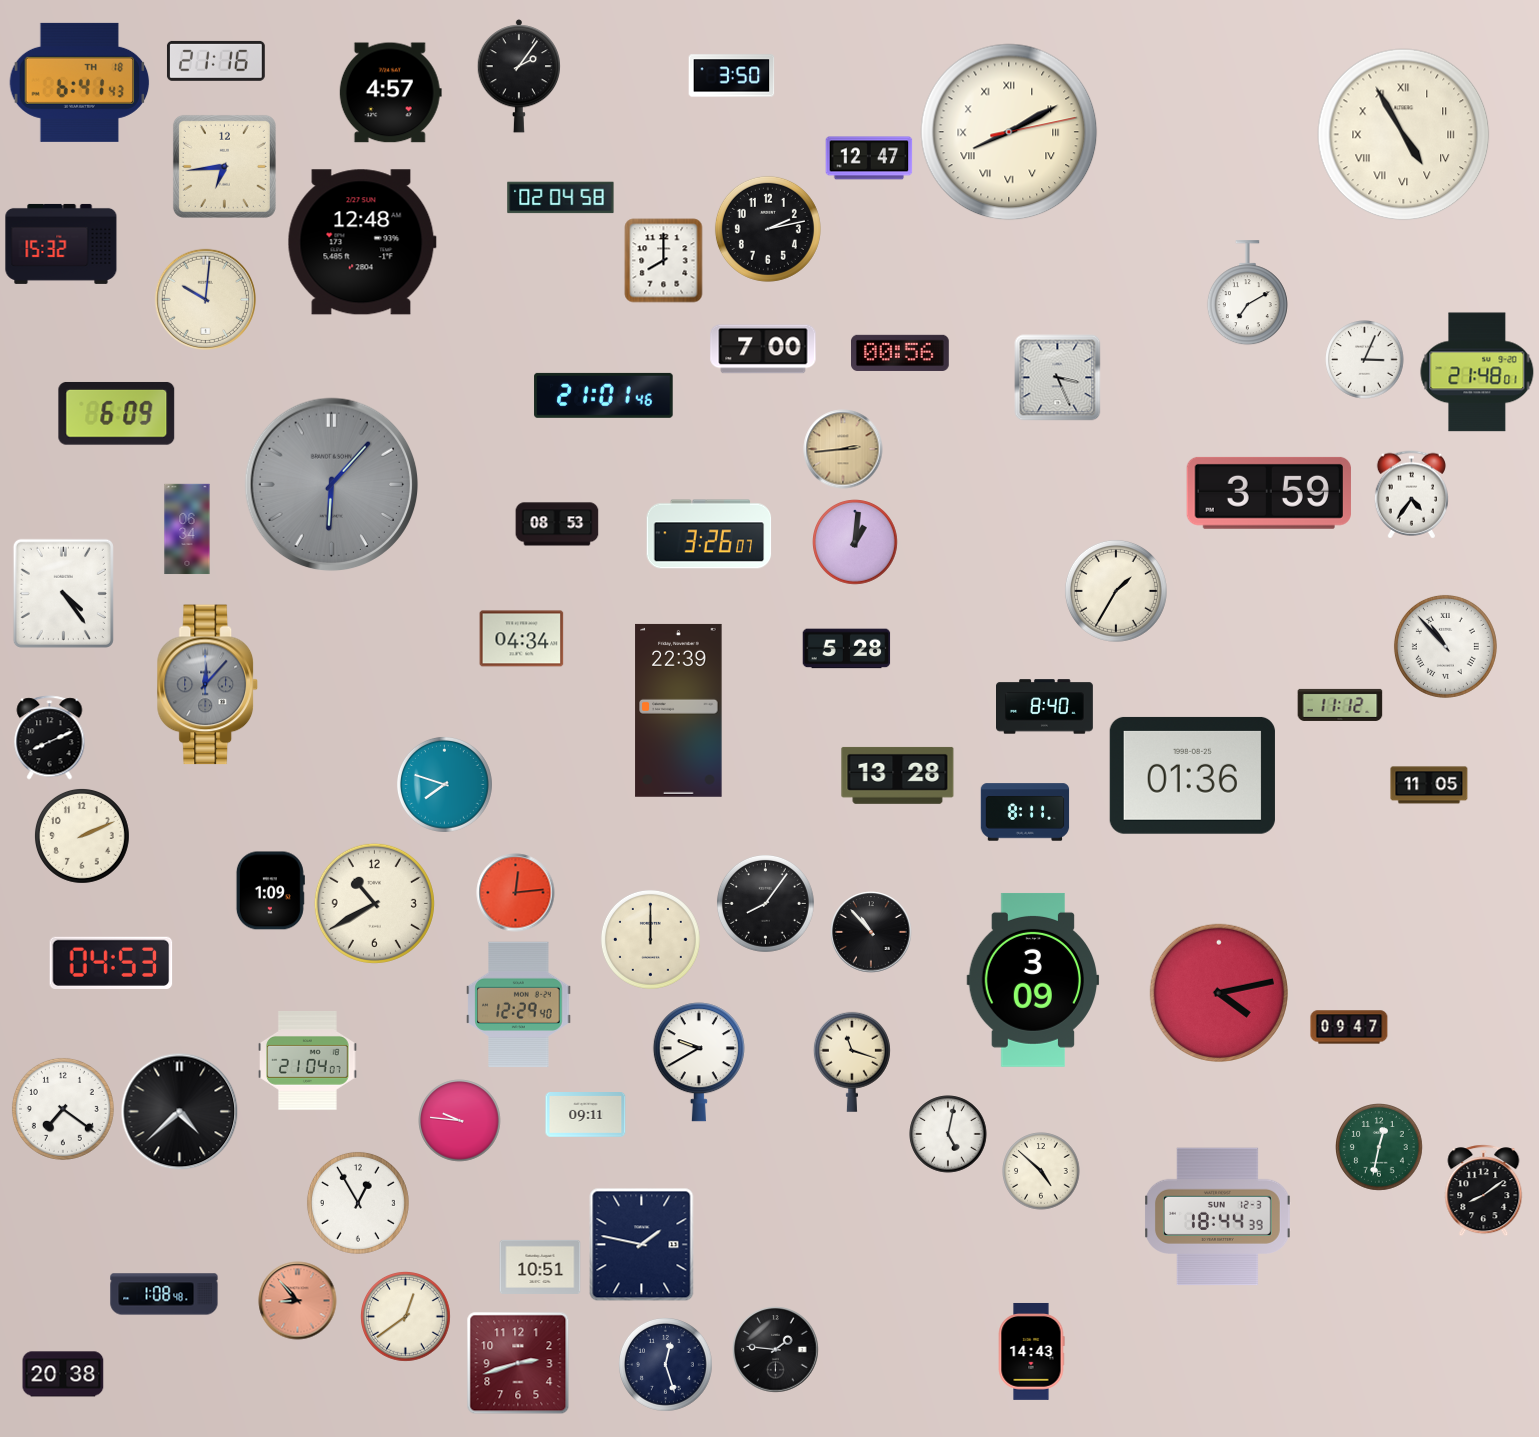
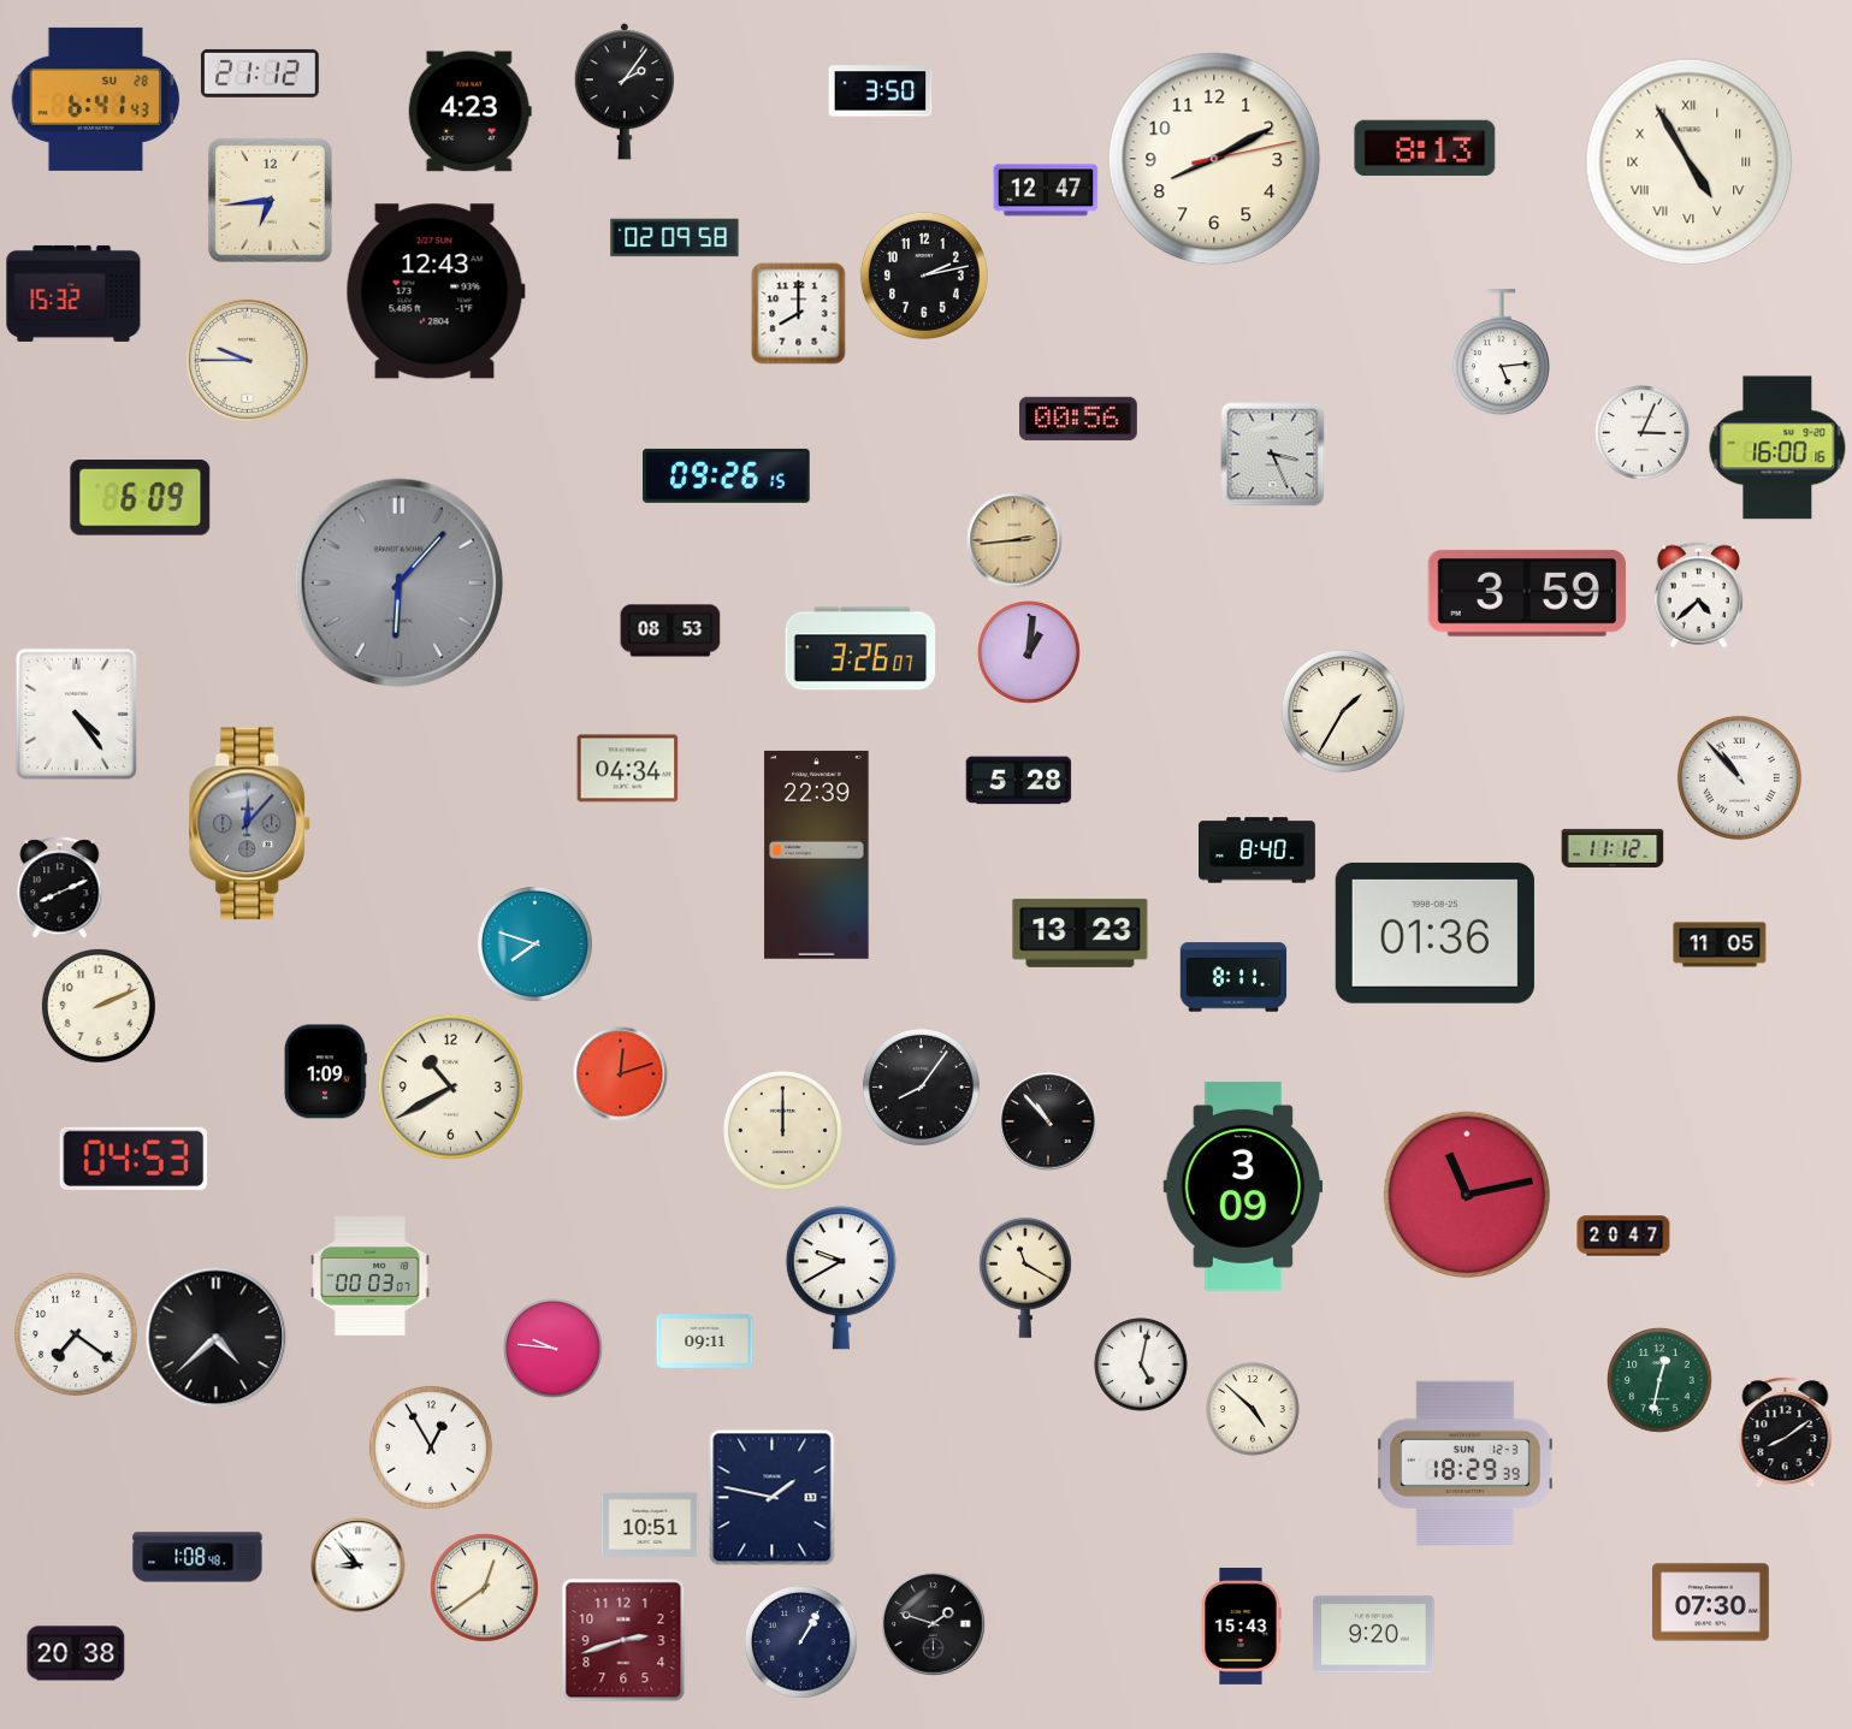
clock at (216, 61): 21:16 -> 21:12
clock at (80, 82) date: TH 18 -> SU 28
clock at (390, 93): 4:57 -> 4:23
clock at (1425, 148): none -> 8:13
clock at (1009, 132) numerals: Roman -> Arabic
clock at (561, 198): 02:04 -> 02:09
clock at (362, 242): 12:48 -> 12:43
clock at (1247, 293): 7:10 -> 5:14
clock at (205, 299): 10:01 -> 9:45
clock at (763, 349): 7:00 -> none
clock at (901, 353) position: (901, 353) -> (1079, 419)
clock at (1477, 372): 21:48 -> 16:00
clock at (604, 395): 21:01 -> 09:26
clock at (1411, 495): 4:36 -> 4:38
clock at (187, 529): 06:34 -> none
clock at (709, 534) position: (709, 534) -> (860, 649)
clock at (898, 775): 13:28 -> 13:23
clock at (516, 893): 12:14 -> 12:12
clock at (1033, 980) position: (1033, 980) -> (1243, 1186)
clock at (1219, 993): 4:13 -> 11:13
clock at (519, 1005): 12:29 -> none
clock at (1349, 1027): 09:47 -> 20:47
clock at (308, 1061): 21:04 -> 00:03
clock at (852, 1062): 11:18 -> 11:20
clock at (1218, 1217): 18:44 -> 18:29
clock at (298, 1301) dial: salmon -> white
clock at (406, 1317) position: (406, 1317) -> (485, 1588)
clock at (1710, 1603): none -> 07:30
clock at (776, 1350): 1:46 -> 1:48
clock at (1031, 1351): 14:43 -> 15:43
clock at (1374, 1635): none -> 9:20
clock at (665, 1364): 12:27 -> 1:05
